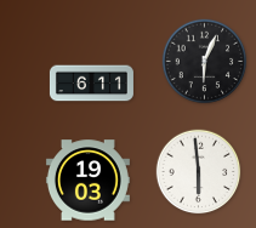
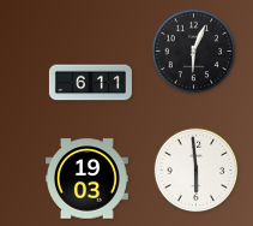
clock at (205, 62) position: (205, 62) -> (194, 52)
